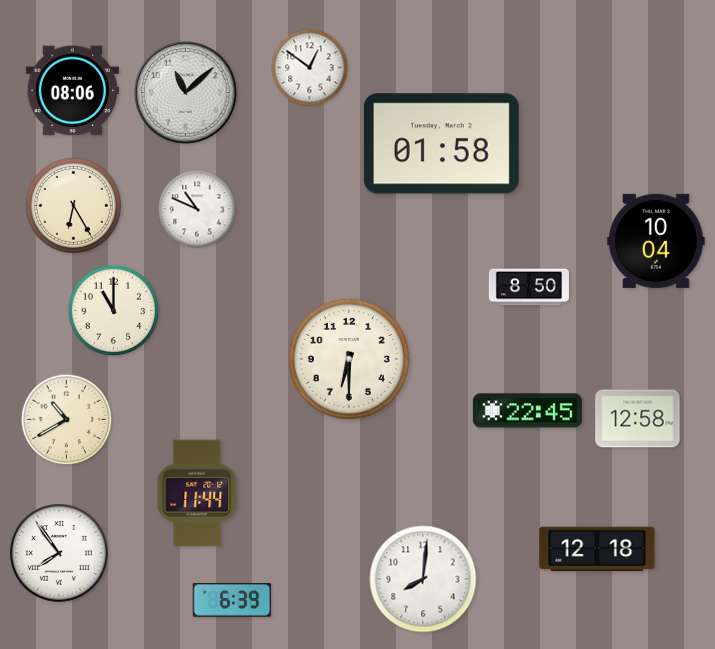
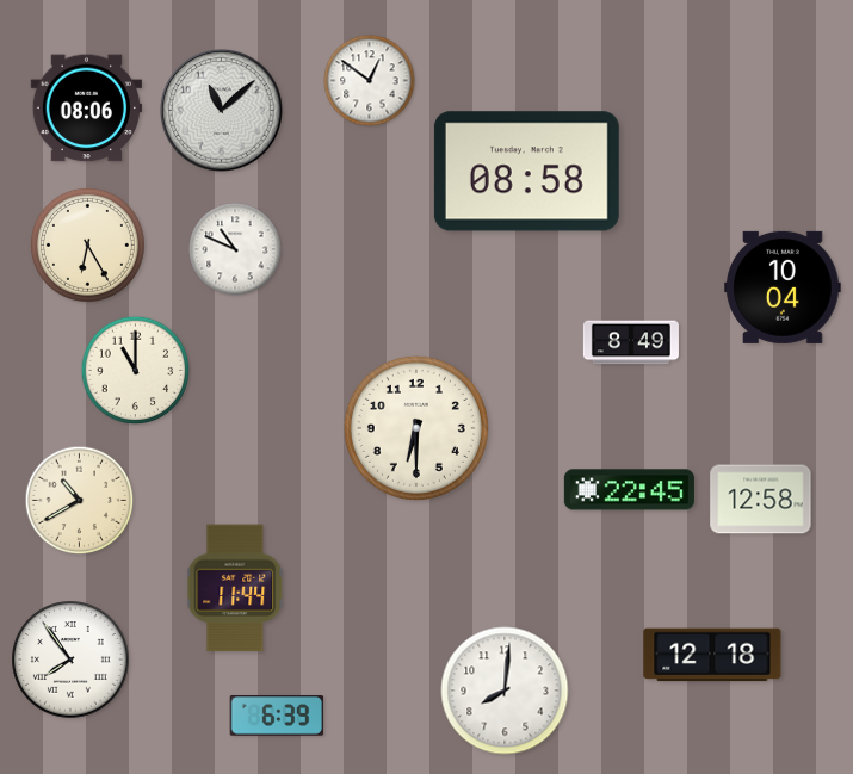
clock at (441, 144): 01:58 -> 08:58
clock at (529, 287): 8:50 -> 8:49
